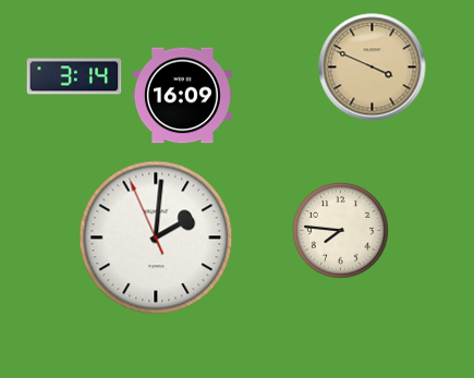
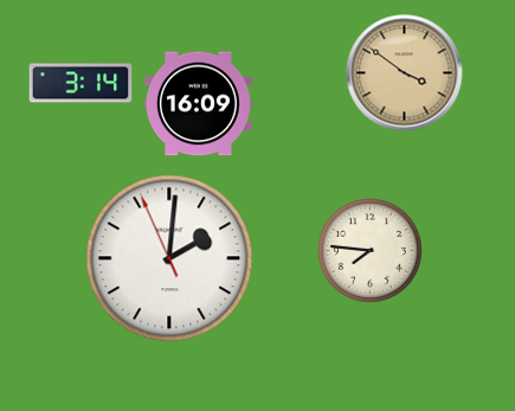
clock at (373, 68): 3:49 -> 3:51
